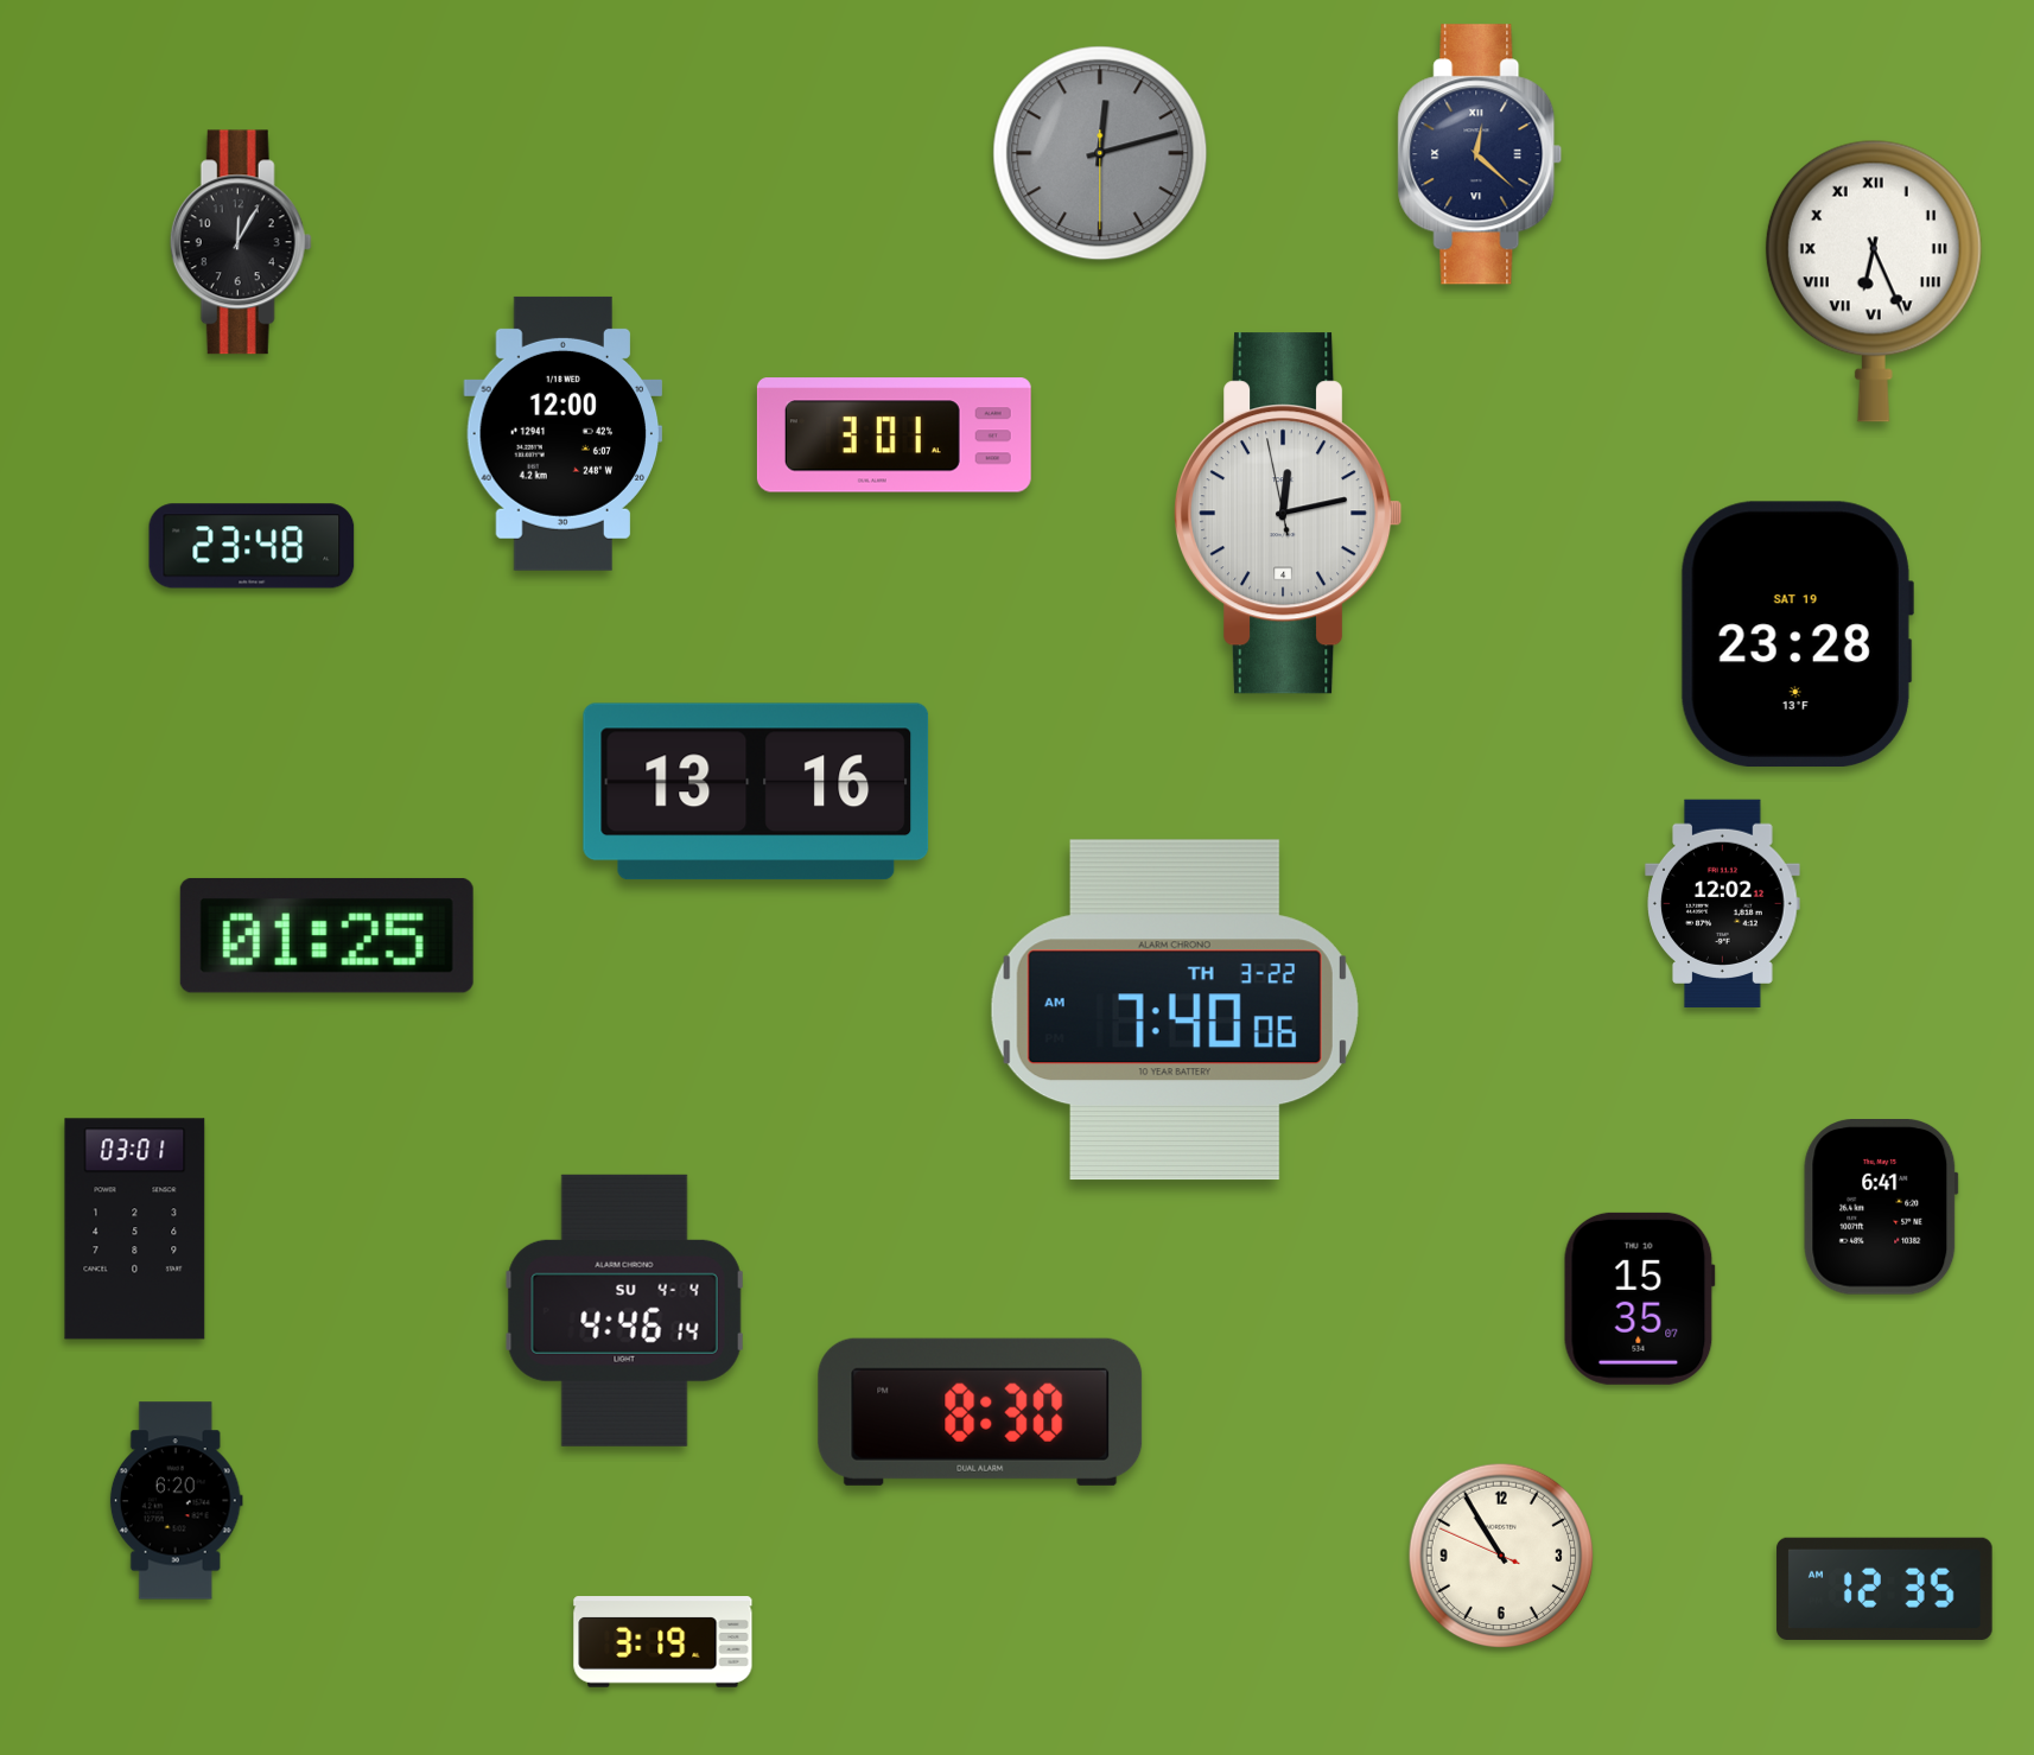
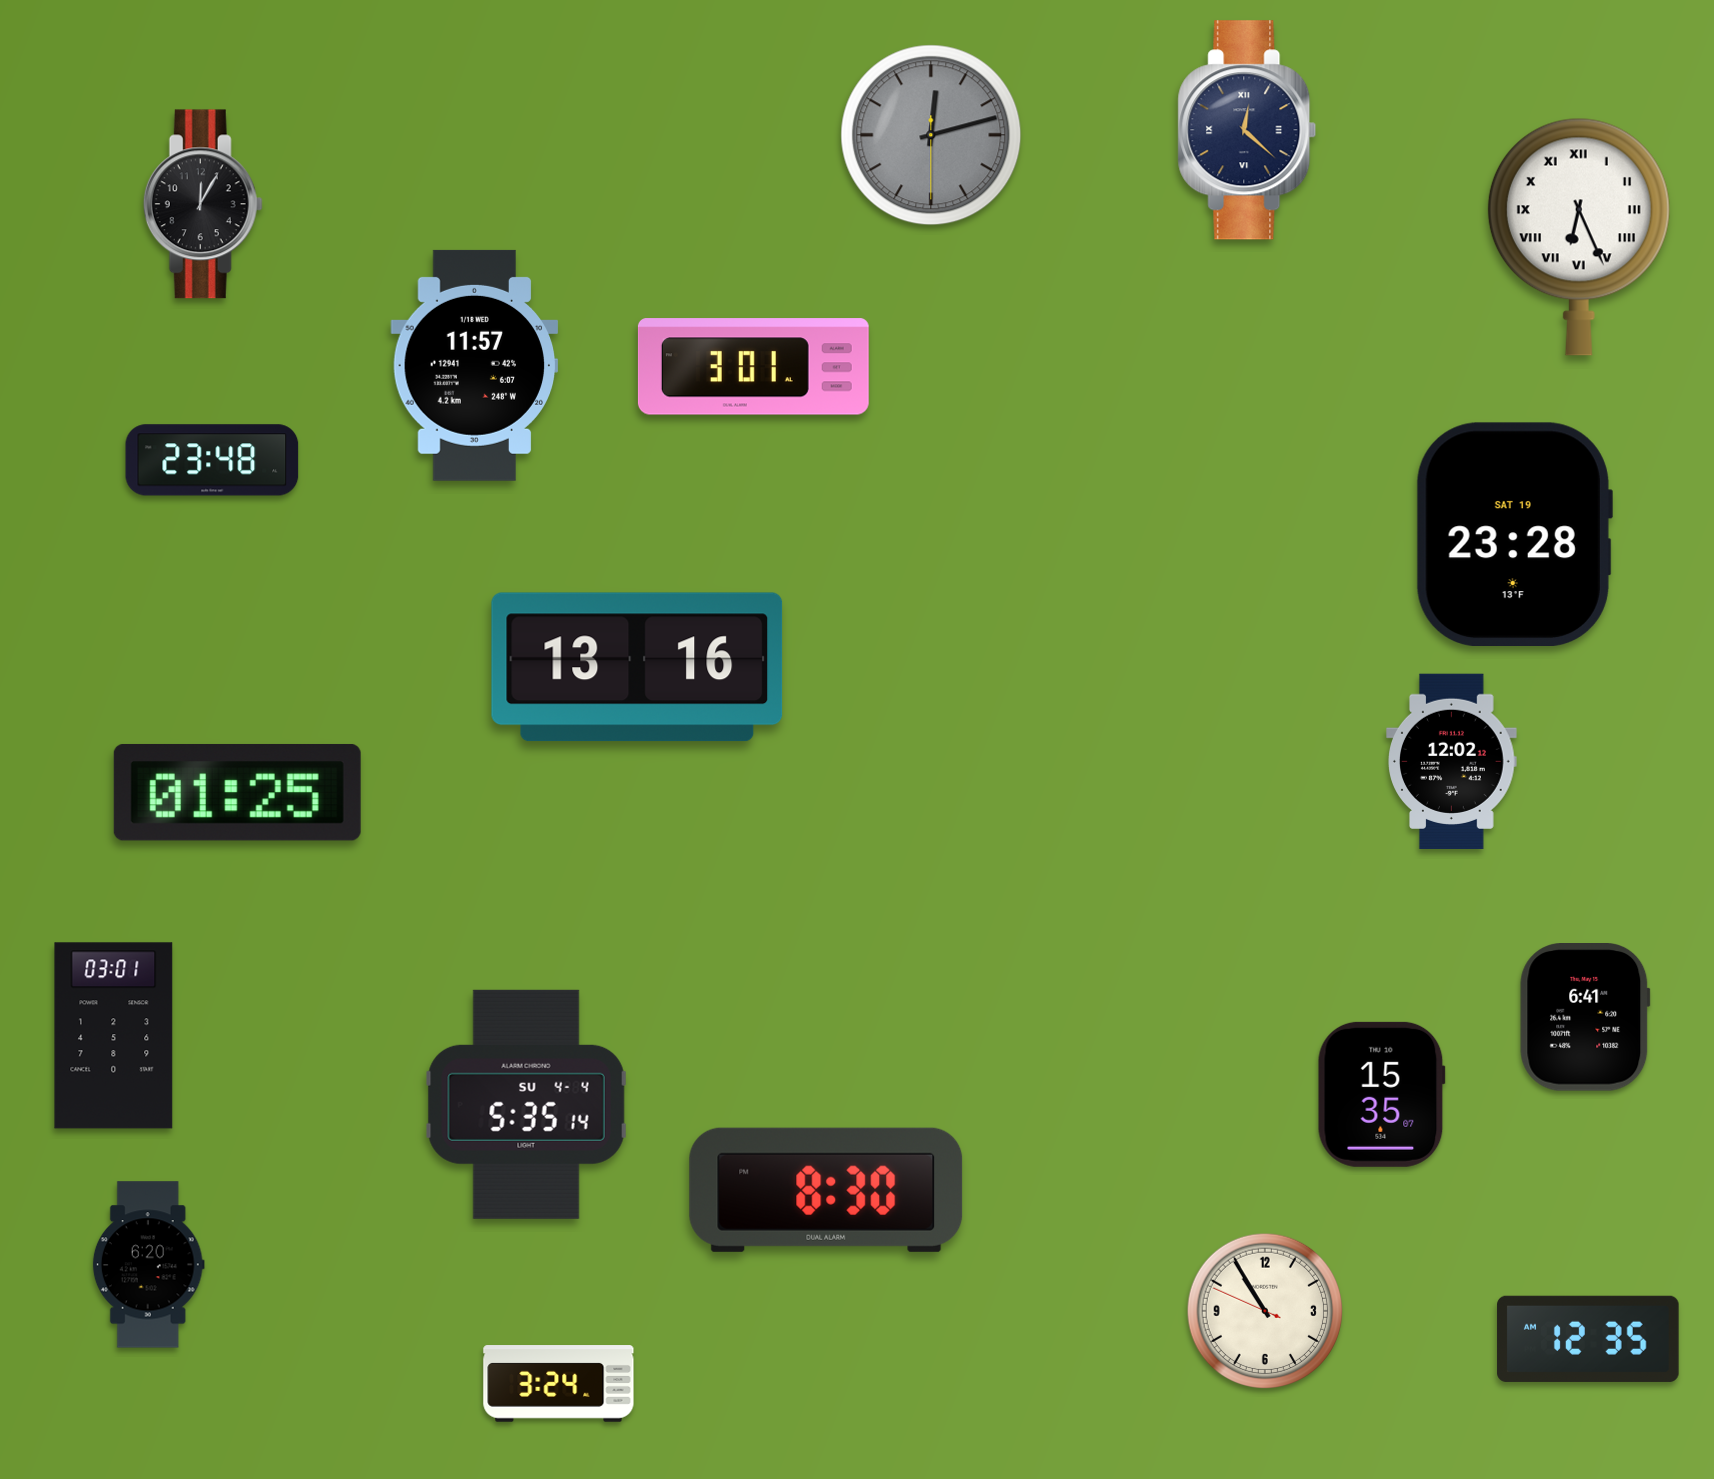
clock at (1100, 153) position: (1100, 153) -> (931, 135)
clock at (564, 433): 12:00 -> 11:57
clock at (1289, 514): 12:12 -> none
clock at (326, 935) position: (326, 935) -> (237, 792)
clock at (1175, 1010): 7:40 -> none
clock at (624, 1310): 4:46 -> 5:35
clock at (663, 1642): 3:19 -> 3:24
